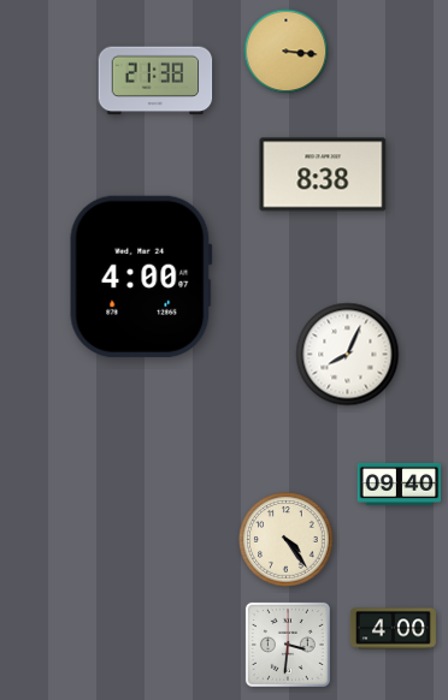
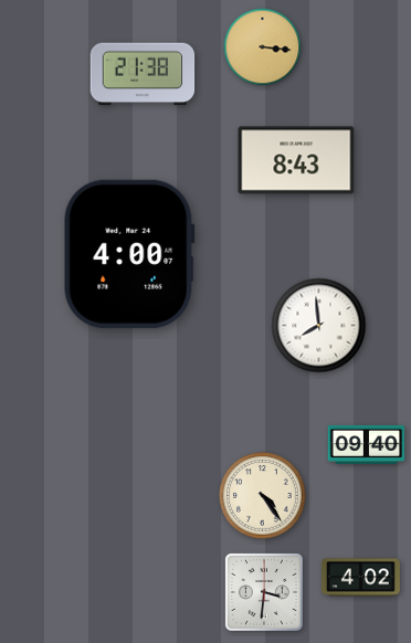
clock at (323, 174): 8:38 -> 8:43
clock at (348, 355): 8:04 -> 7:59
clock at (393, 629): 4:00 -> 4:02
